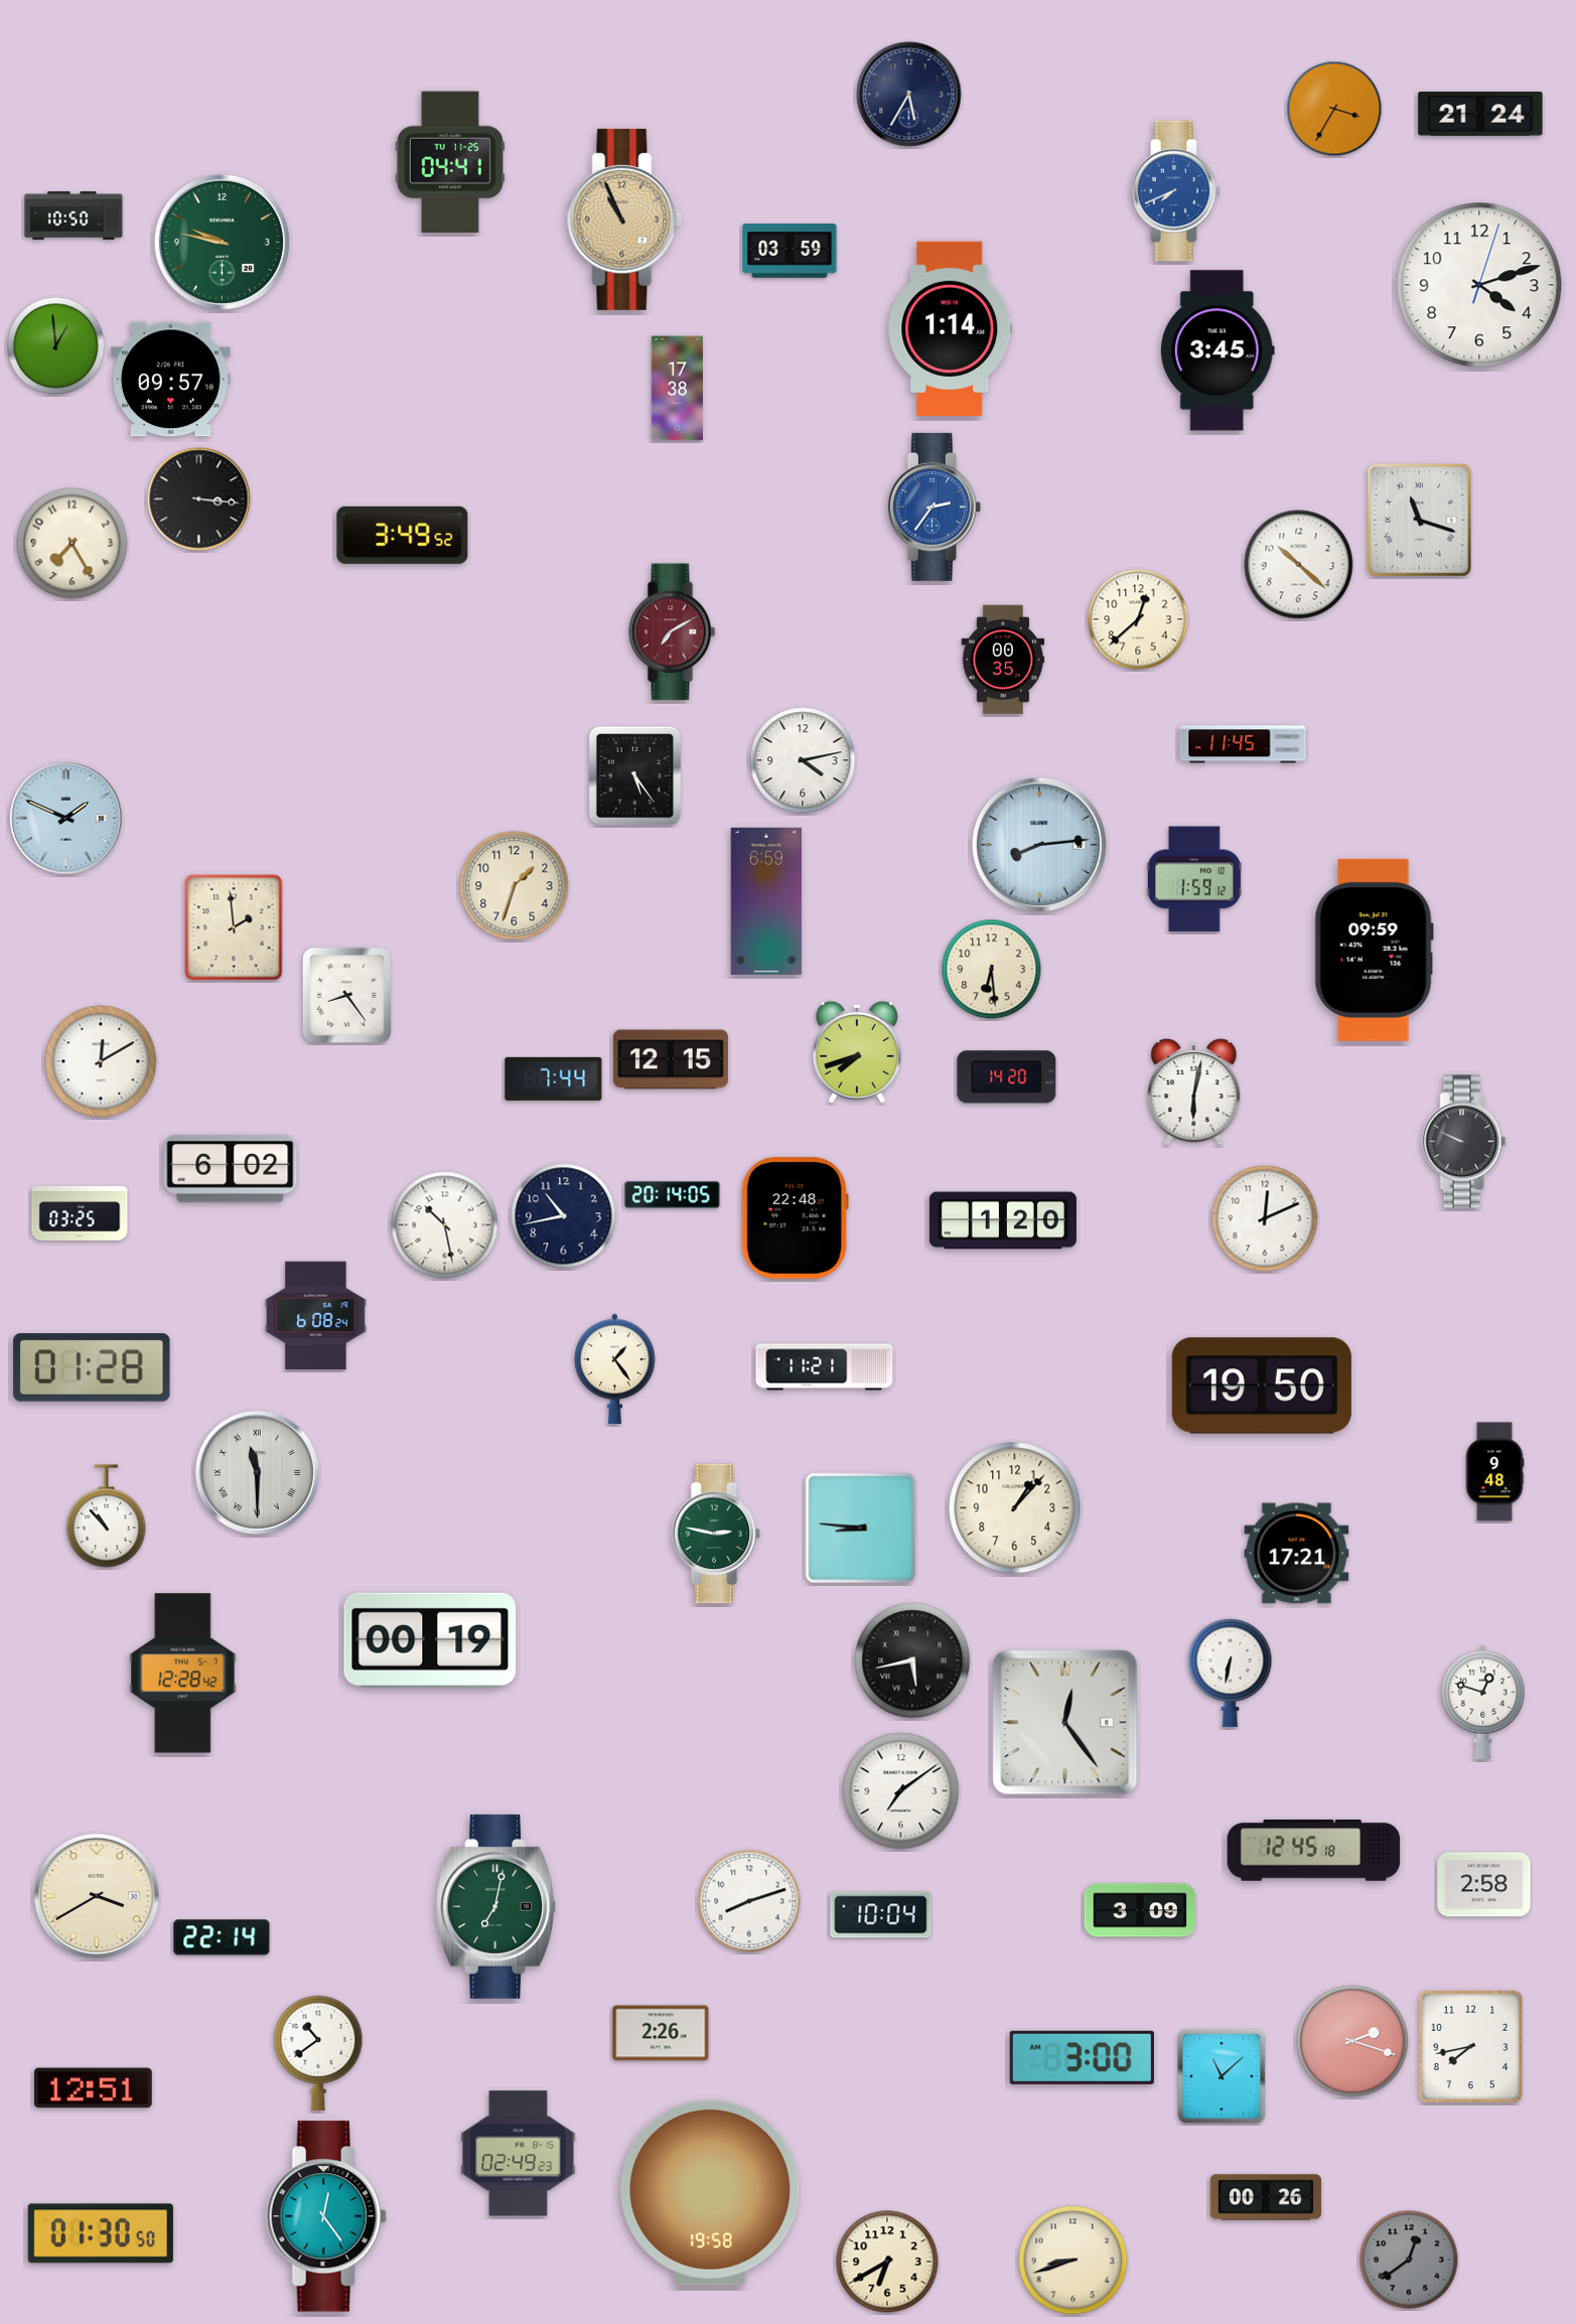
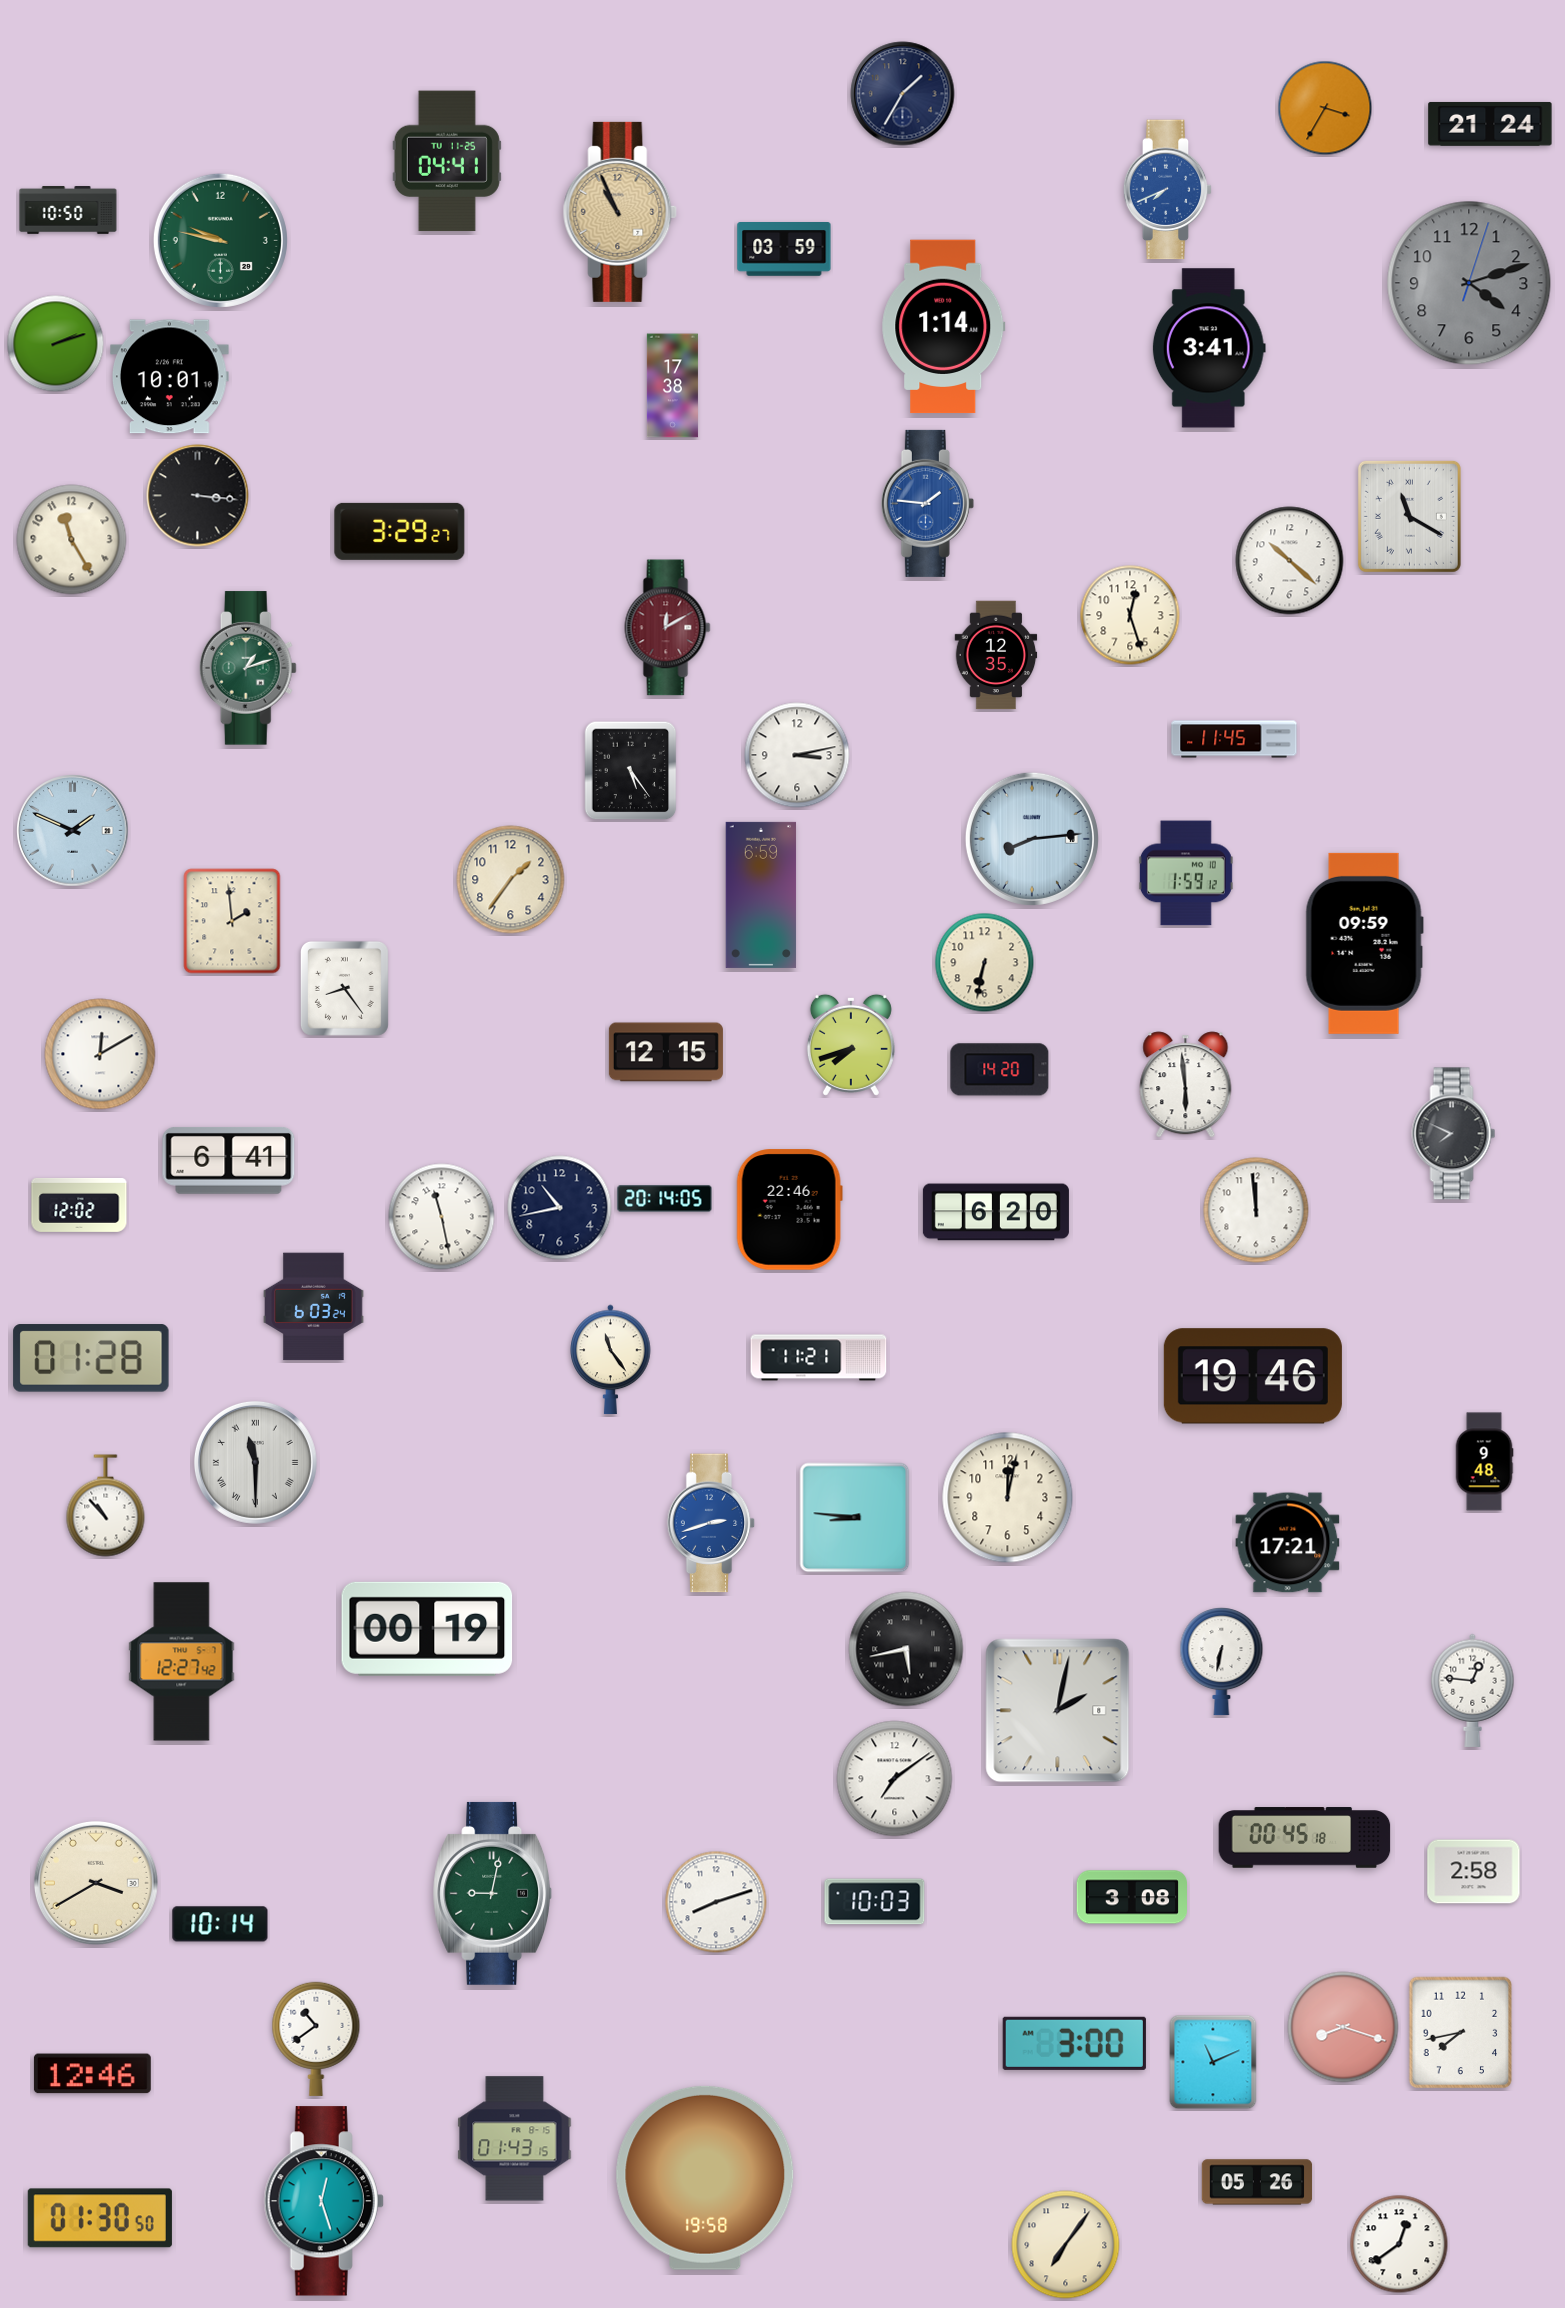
clock at (909, 95): 5:35 -> 1:35
clock at (1480, 114) position: (1480, 114) -> (1490, 124)
clock at (74, 215) position: (74, 215) -> (68, 210)
clock at (624, 220) position: (624, 220) -> (620, 212)
clock at (1479, 285) dial: white -> grey
clock at (56, 346): 12:59 -> 2:12
clock at (1217, 350): 3:45 -> 3:41
clock at (171, 380): 09:57 -> 10:01
clock at (934, 506): 2:36 -> 1:46
clock at (1419, 520): 11:18 -> 11:20
clock at (403, 535): 3:49 -> 3:29
clock at (73, 544): 7:25 -> 11:25
clock at (1138, 619): 12:38 -> 12:27
clock at (673, 632): 7:10 -> 12:10
clock at (1003, 660): 00:35 -> 12:35
clock at (248, 668): none -> 1:12
clock at (803, 760): 4:13 -> 3:13
clock at (66, 819) position: (66, 819) -> (73, 831)
clock at (515, 886): 1:33 -> 1:36
clock at (992, 970): 6:29 -> 6:32
clock at (554, 1078): 7:44 -> none
clock at (1194, 1093): 6:02 -> 5:59
clock at (1464, 1142): 9:49 -> 7:49
clock at (231, 1168): 6:02 -> 6:41
clock at (673, 1195) position: (673, 1195) -> (665, 1199)
clock at (80, 1213): 03:25 -> 12:02
clock at (795, 1218): 22:48 -> 22:46
clock at (1265, 1218): 12:11 -> 11:59
clock at (1003, 1220): 1:20 -> 6:20
clock at (445, 1225): 10:28 -> 11:28
clock at (316, 1316): 6:08 -> 6:03
clock at (615, 1369): 1:24 -> 11:24
clock at (1262, 1386): 19:50 -> 19:46
clock at (1015, 1508): 1:07 -> 12:02
clock at (716, 1534): 2:47 -> 2:42
clock at (716, 1534) dial: green -> blue
clock at (183, 1674): 12:28 -> 12:27
clock at (1483, 1702): 12:48 -> 12:46
clock at (1065, 1723): 12:24 -> 2:02
clock at (1314, 1851): 12:45 -> 00:45
clock at (749, 1901) position: (749, 1901) -> (716, 1902)
clock at (496, 1906): 7:02 -> 9:02
clock at (1139, 1910): 3:09 -> 3:08
clock at (881, 1915): 10:04 -> 10:03
clock at (222, 1937): 22:14 -> 10:14
clock at (661, 2033): 2:26 -> none
clock at (1352, 2041): 2:18 -> 8:18
clock at (1222, 2076): 11:08 -> 11:11
clock at (93, 2088): 12:51 -> 12:46
clock at (519, 2154): 02:49 -> 01:43
clock at (1266, 2197): 00:26 -> 05:26
clock at (326, 2216): 12:24 -> 12:27
clock at (1409, 2260) dial: grey -> white
clock at (1073, 2261): 8:42 -> 7:06
clock at (887, 2262): 6:40 -> none
